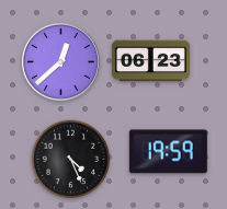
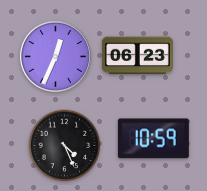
clock at (60, 61): 12:38 -> 12:34
clock at (168, 152): 19:59 -> 10:59
